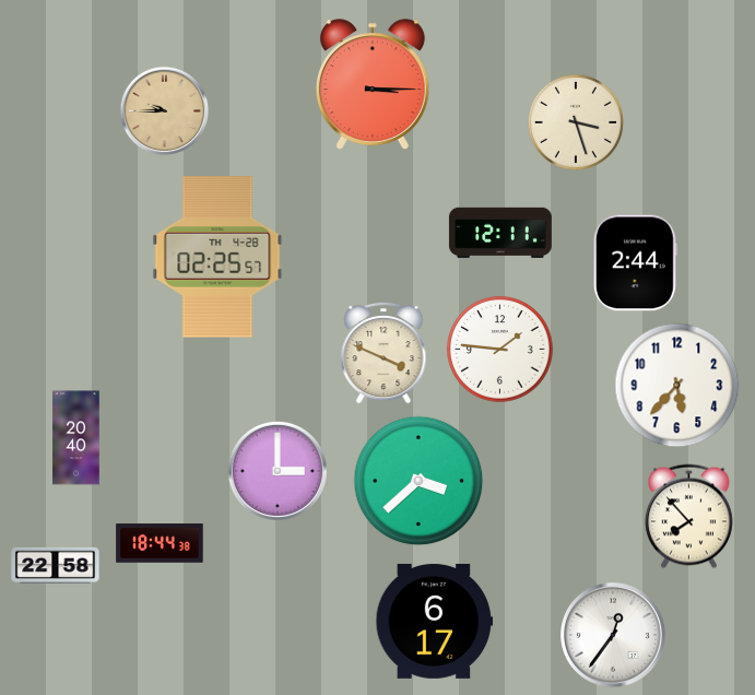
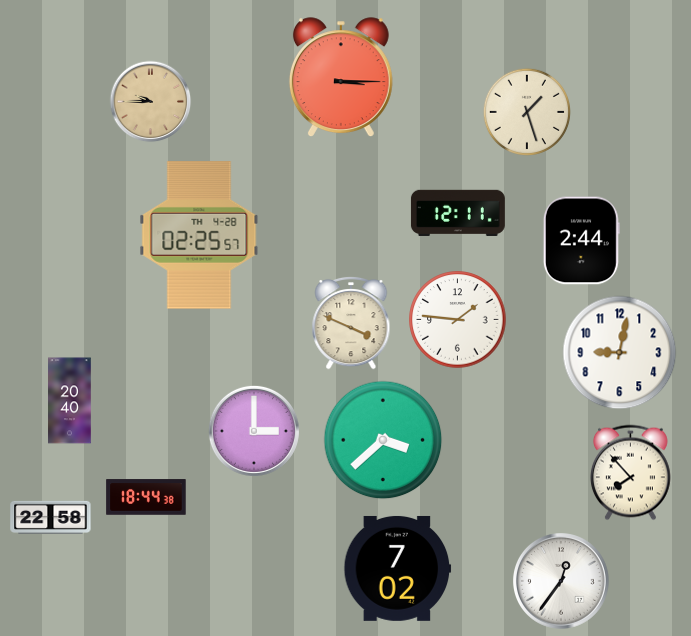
clock at (576, 122): 3:27 -> 1:27
clock at (677, 386): 5:37 -> 9:02
clock at (435, 621): 6:17 -> 7:02
